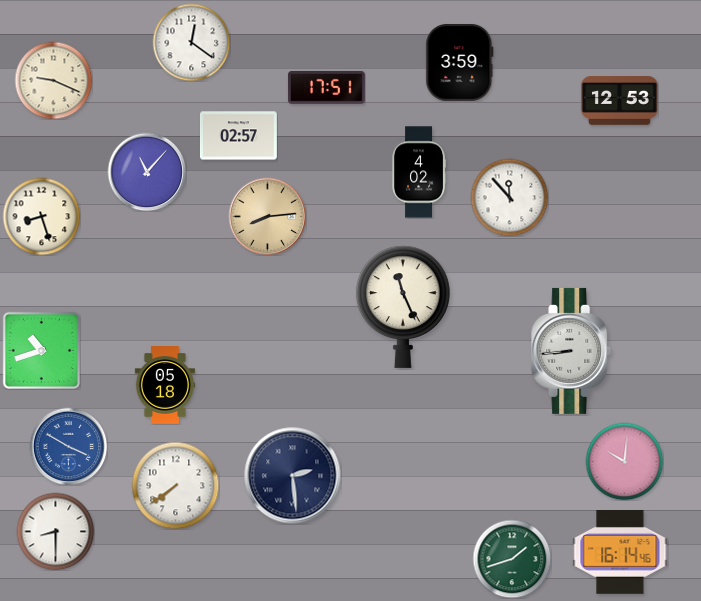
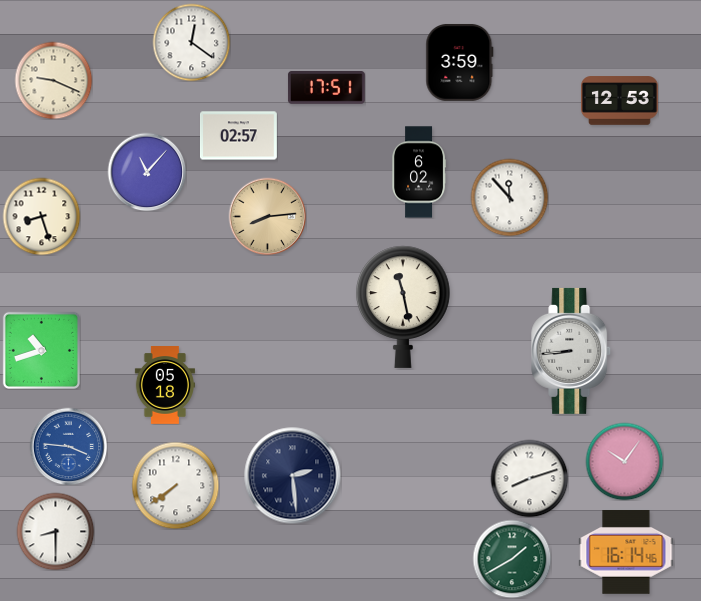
clock at (419, 172): 4:02 -> 6:02
clock at (404, 307): 11:26 -> 11:28
clock at (68, 446): 3:50 -> 3:46
clock at (624, 461): 10:01 -> 10:06
clock at (529, 478): none -> 8:12
clock at (620, 553) position: (620, 553) -> (626, 553)
clock at (512, 559): 1:42 -> 1:40
